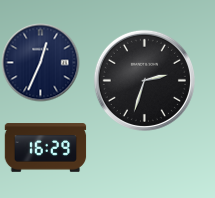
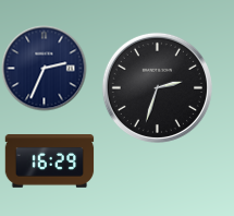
clock at (40, 62): 12:34 -> 2:34
